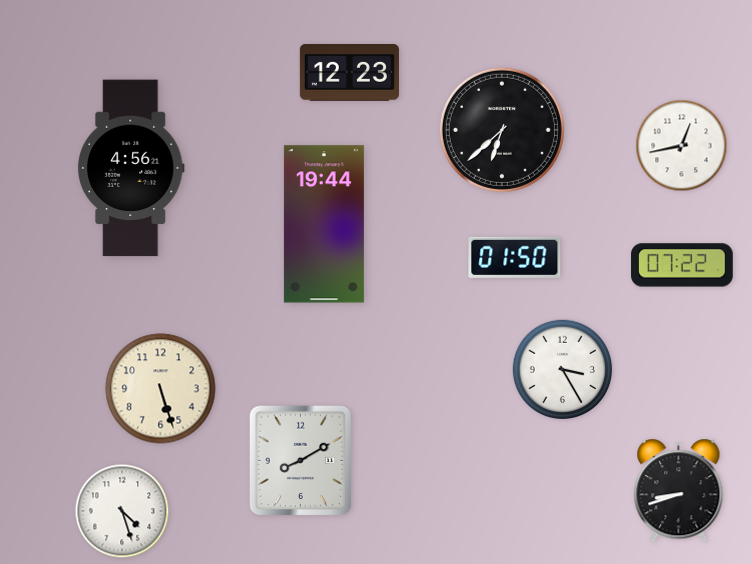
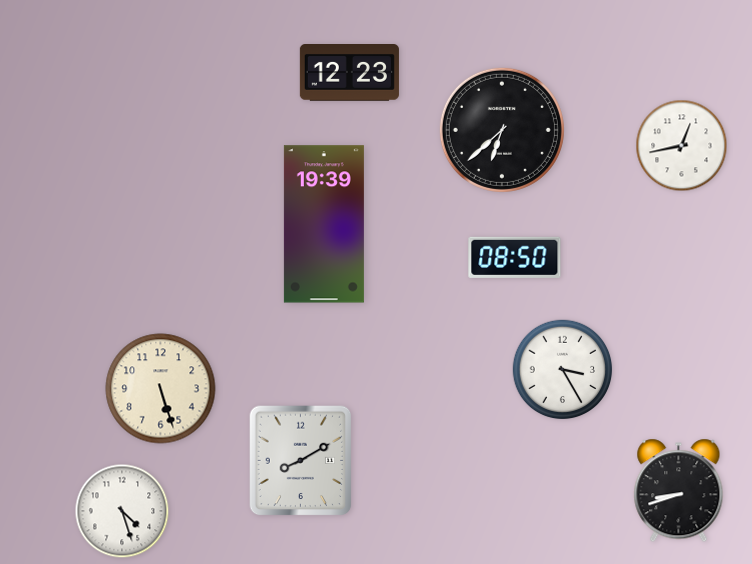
clock at (131, 168): 4:56 -> none
clock at (324, 224): 19:44 -> 19:39
clock at (515, 257): 01:50 -> 08:50
clock at (682, 265): 07:22 -> none
